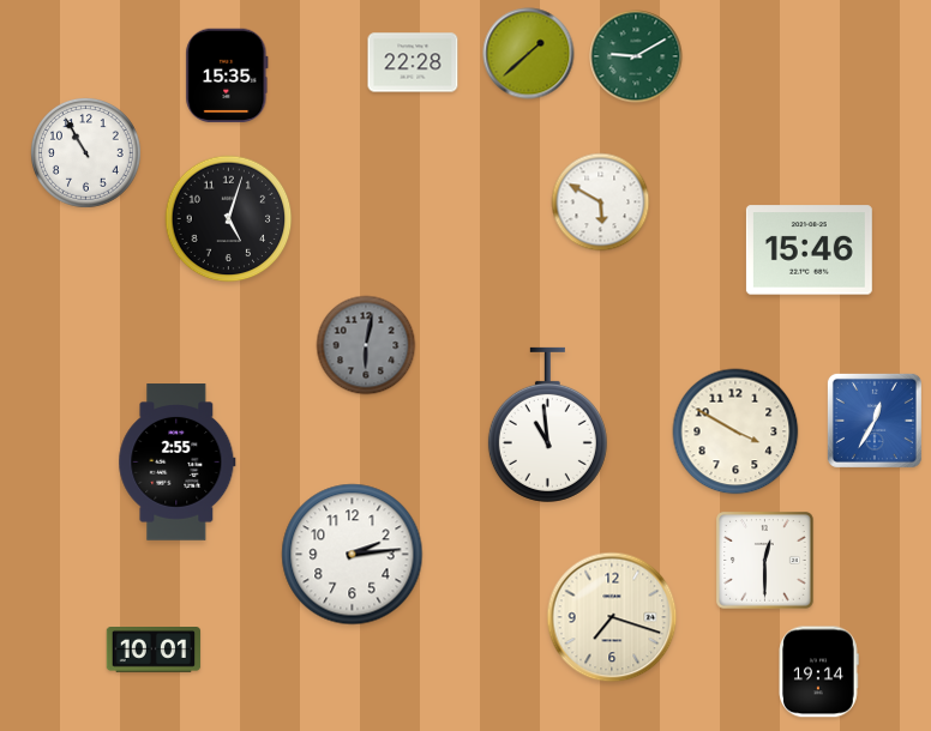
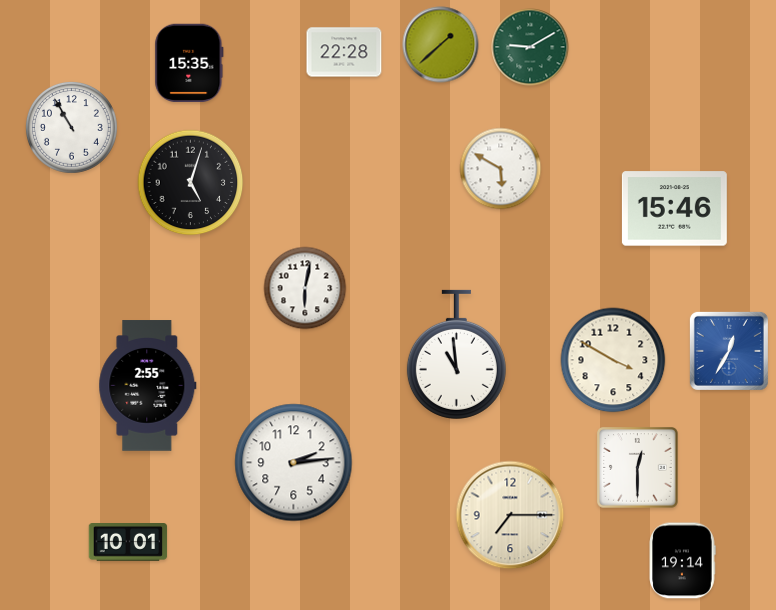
clock at (366, 345) dial: grey -> white
clock at (612, 617): 7:18 -> 7:15
